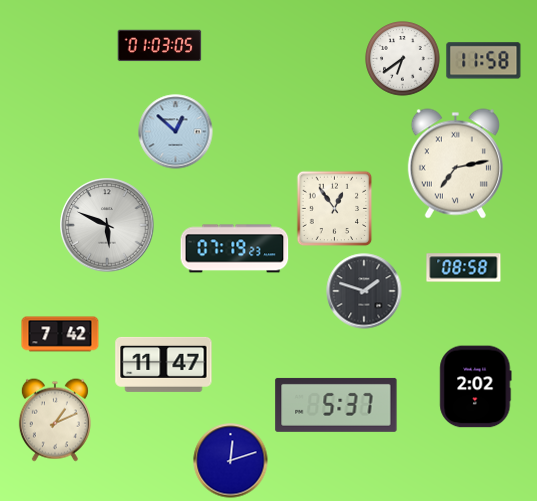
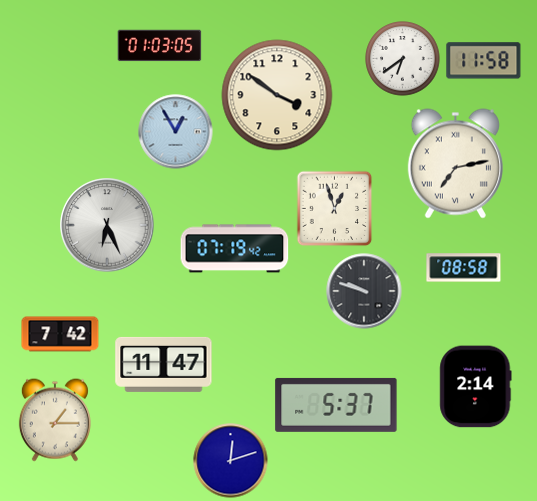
clock at (277, 95): none -> 3:51
clock at (176, 132): 12:52 -> 12:55
clock at (335, 209): 12:54 -> 12:57
clock at (107, 225): 5:49 -> 6:26
clock at (235, 249): 07:19:23 -> 07:19:42
clock at (364, 291): 1:48 -> 9:48
clock at (476, 387): 2:02 -> 2:14
clock at (55, 420): 1:11 -> 1:15
